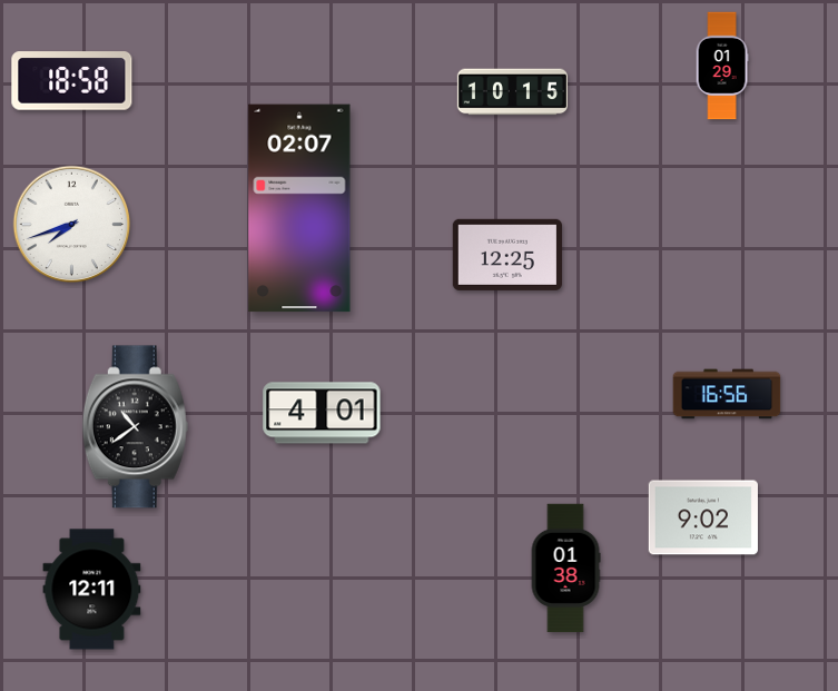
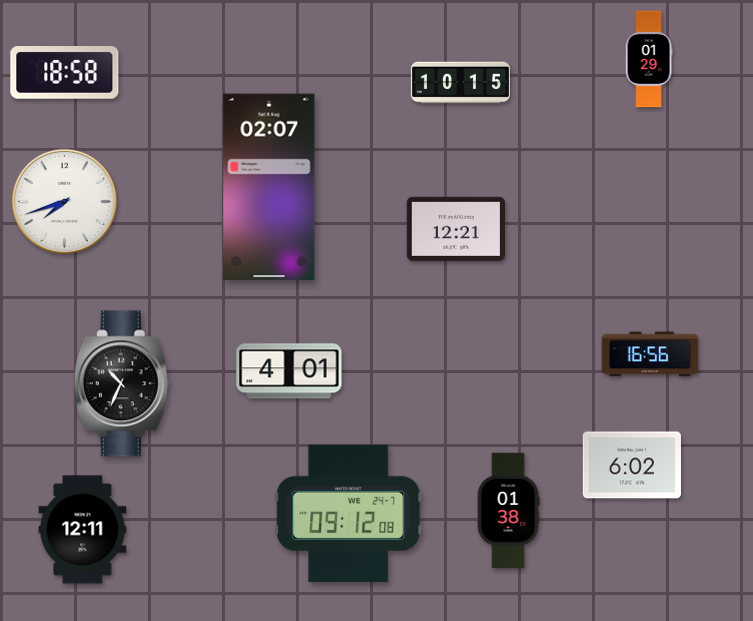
clock at (507, 255): 12:25 -> 12:21
clock at (727, 394) position: (727, 394) -> (650, 354)
clock at (135, 427): 10:39 -> 10:34
clock at (703, 517): 9:02 -> 6:02
clock at (349, 513): none -> 09:12
